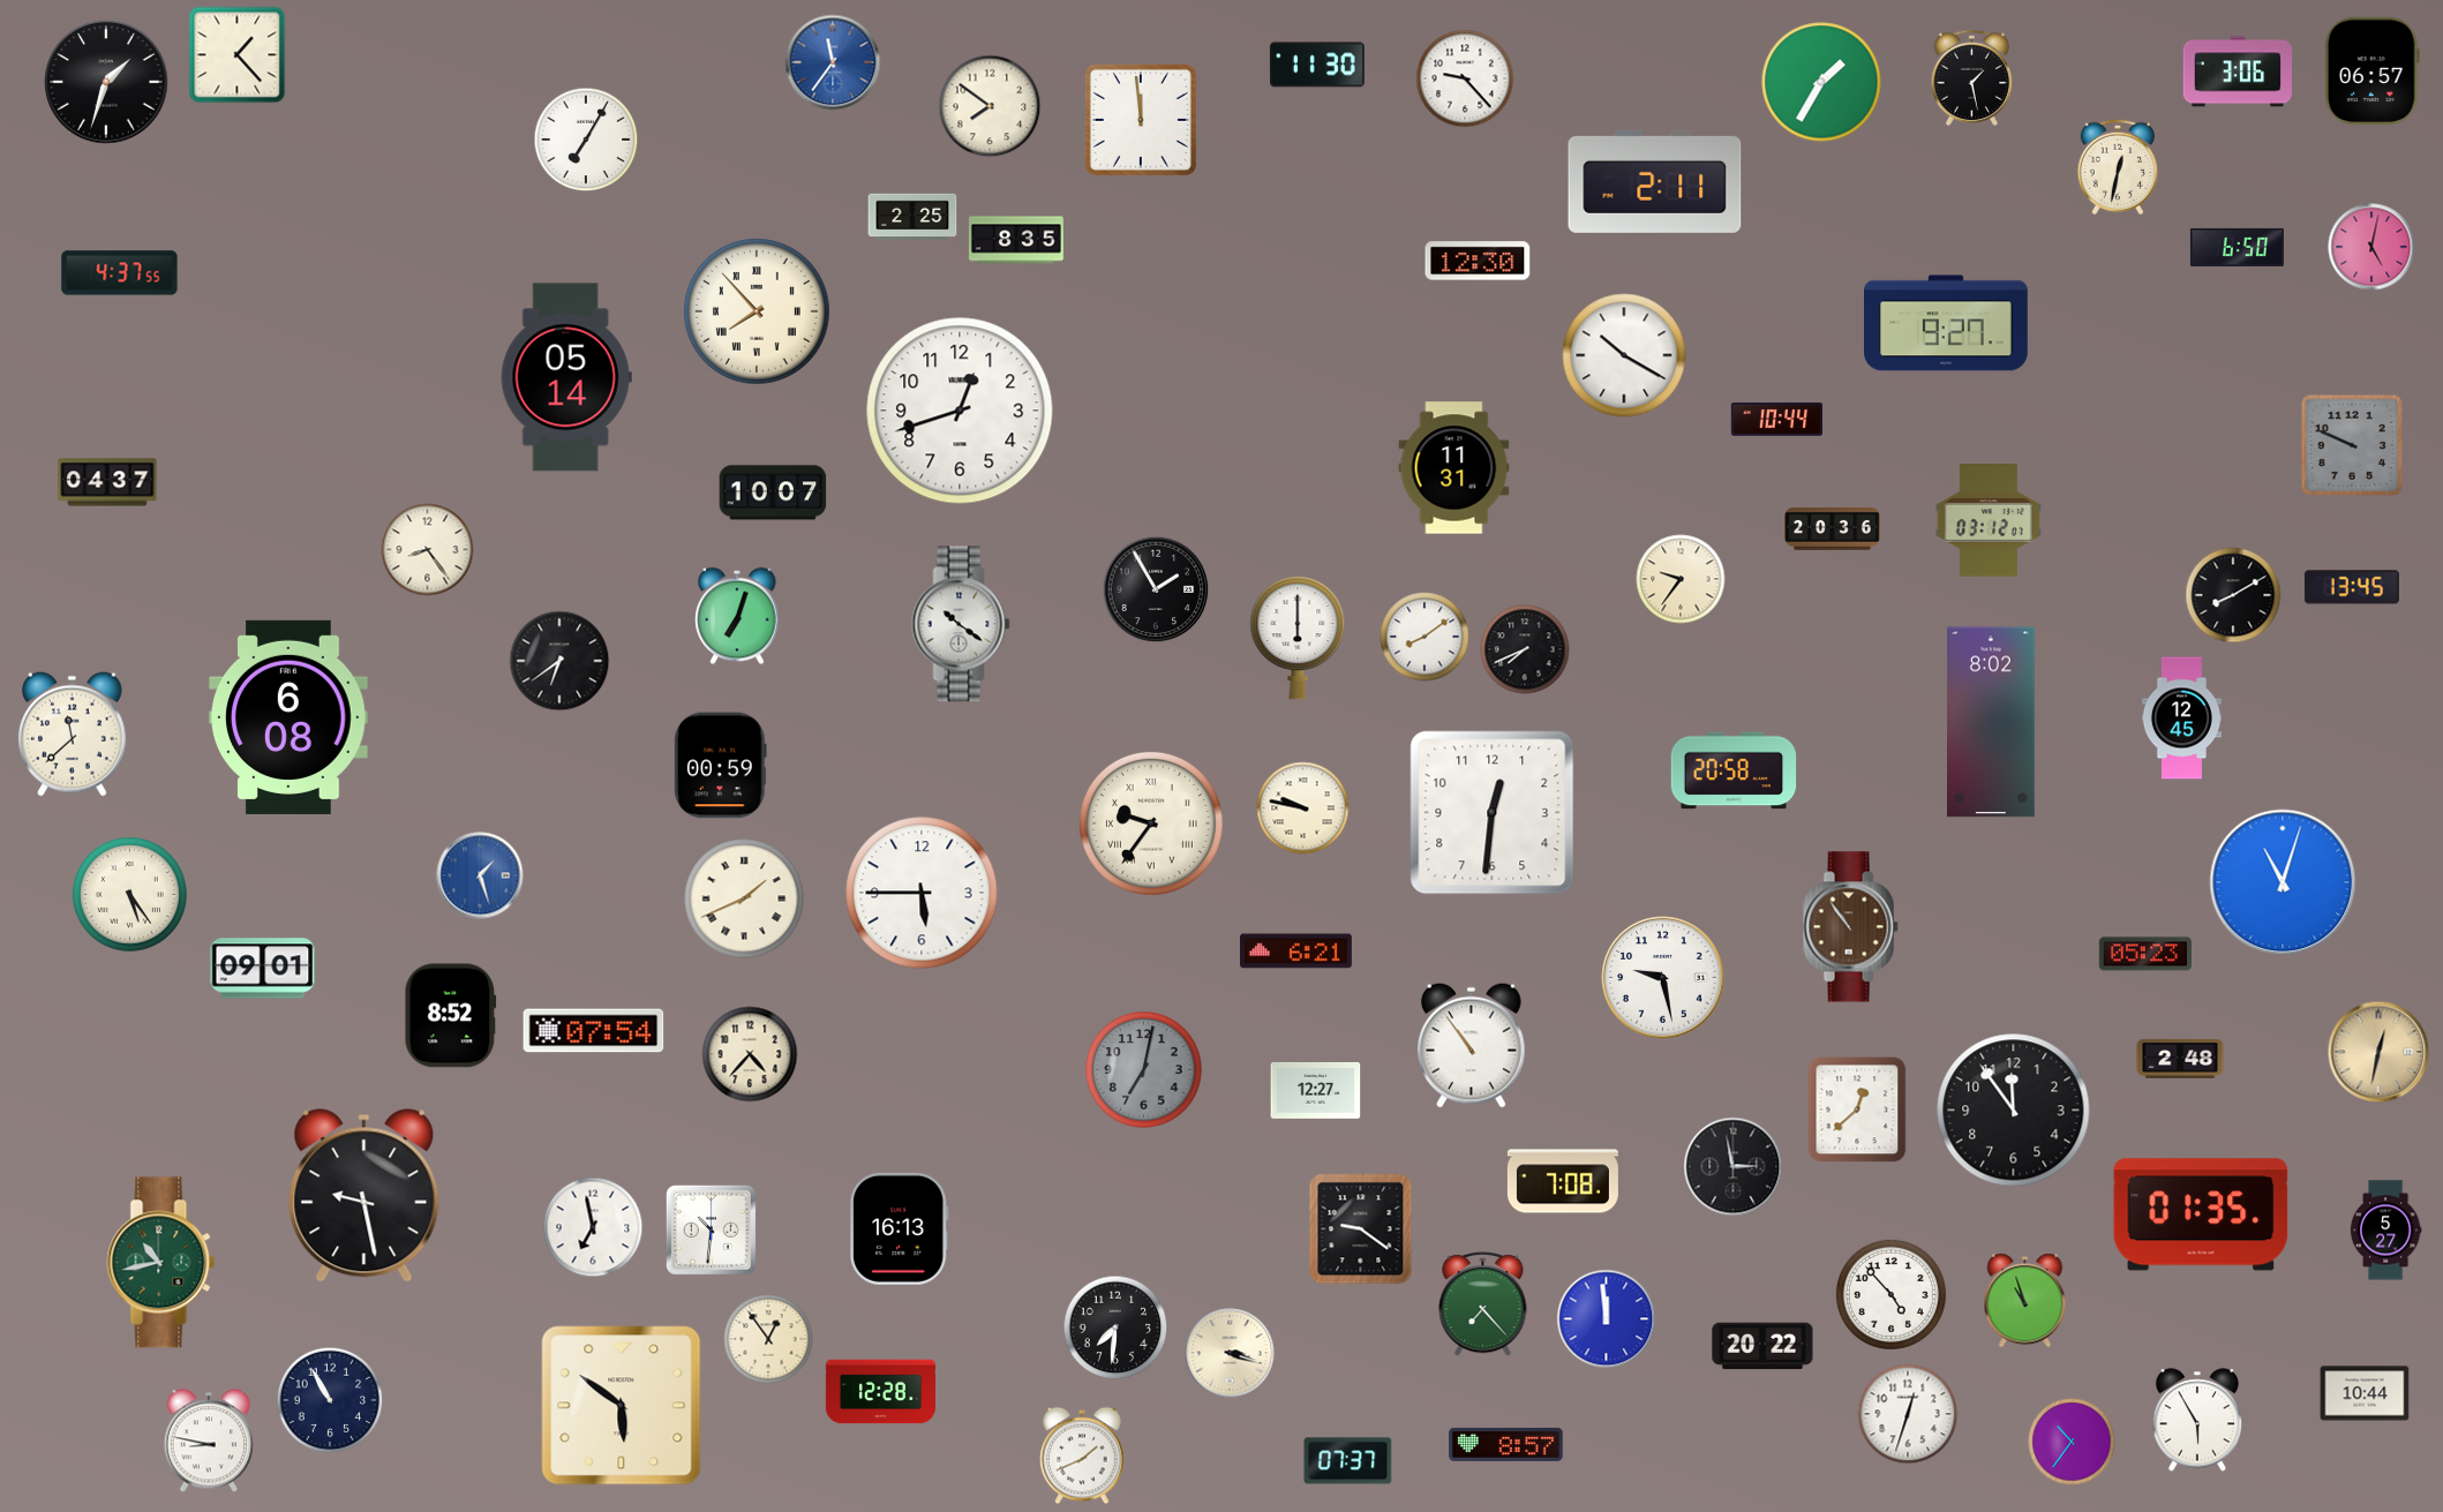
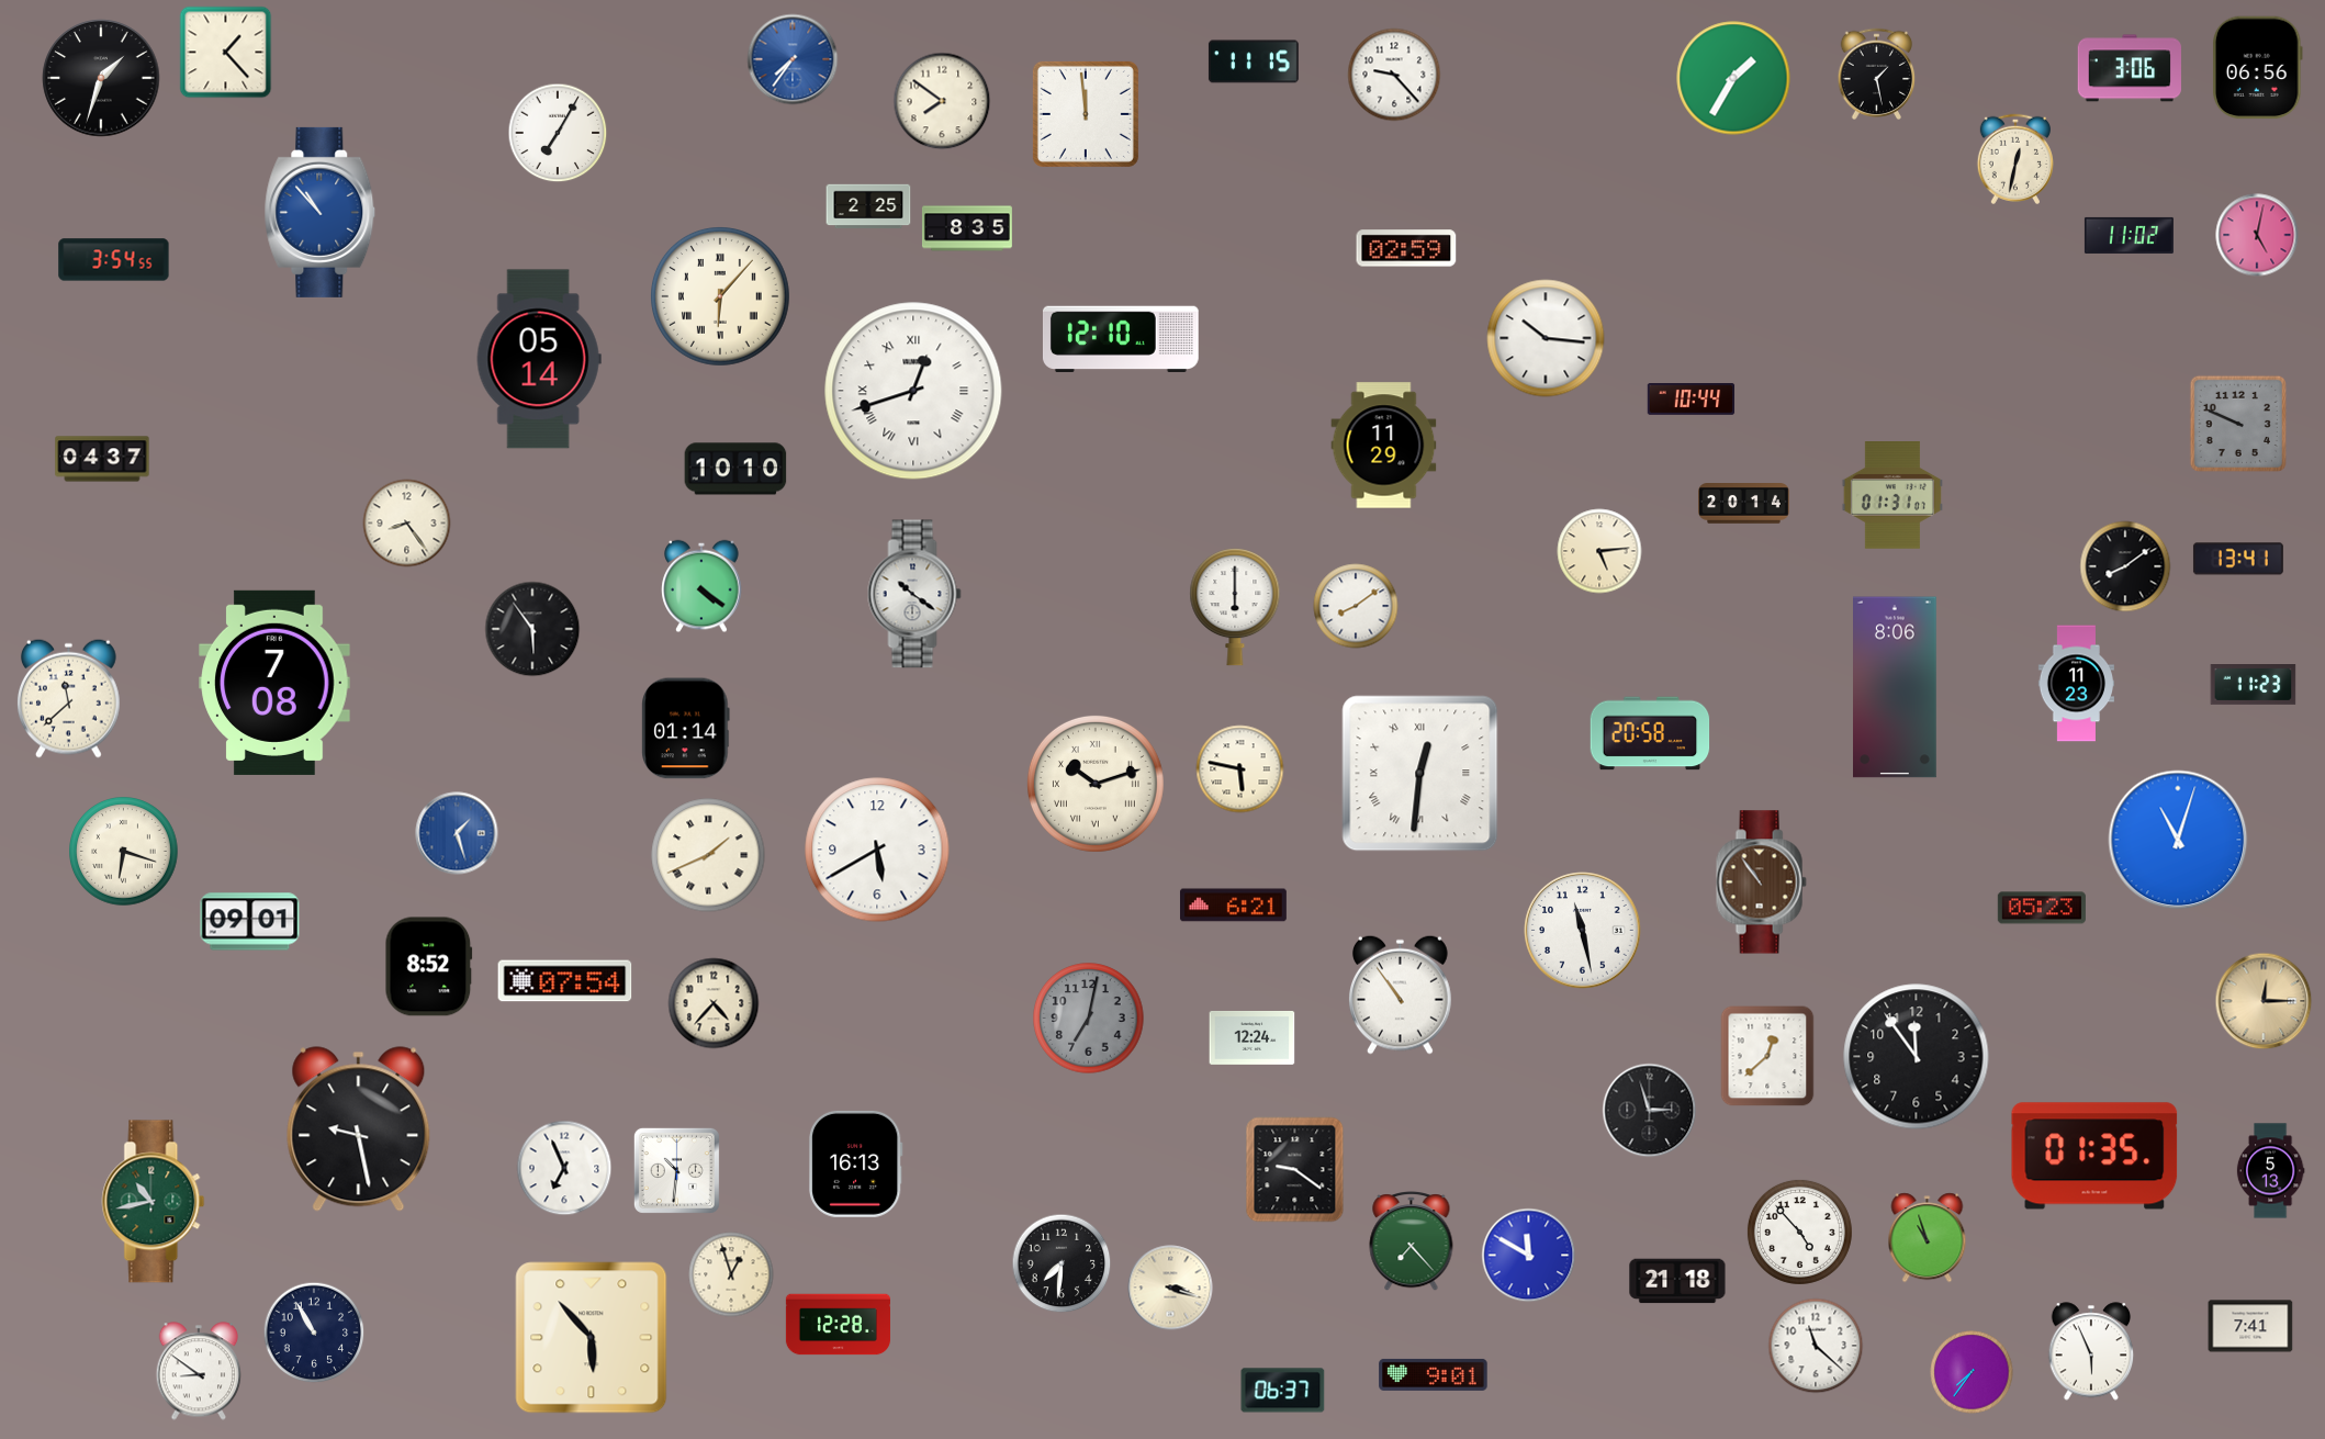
clock at (833, 62): 11:36 -> 7:36
clock at (1317, 65): 11:30 -> 11:15
clock at (2373, 72): 06:57 -> 06:56
clock at (1655, 181): 2:11 -> none
clock at (321, 212): none -> 10:53
clock at (2237, 247): 6:50 -> 11:02
clock at (1478, 261): 12:30 -> 02:59
clock at (120, 273): 4:37 -> 3:54
clock at (758, 313): 7:53 -> 6:07
clock at (1947, 323): 9:27 -> none
clock at (1624, 355): 10:20 -> 10:16
clock at (1121, 339): none -> 12:10
clock at (960, 411) numerals: Arabic -> Roman
clock at (1454, 468): 11:31 -> 11:29
clock at (773, 492): 10:07 -> 10:10
clock at (1989, 520): 03:12 -> 01:31
clock at (1833, 529): 20:36 -> 20:14
clock at (1681, 579): 9:36 -> 5:14
clock at (2352, 587): 13:45 -> 13:41
clock at (1156, 589): 1:55 -> none
clock at (2233, 595): 8:10 -> 8:09
clock at (737, 616): 7:03 -> 4:21
clock at (1525, 649): 7:41 -> none
clock at (559, 661): 6:39 -> 5:54
clock at (288, 717): 6:08 -> 7:08
clock at (2181, 719): 12:45 -> 11:23
clock at (2254, 685): none -> 11:23
clock at (1992, 722): 8:02 -> 8:06
clock at (721, 766): 00:59 -> 01:14
clock at (1303, 808): 9:47 -> 5:47
clock at (1493, 813) numerals: Arabic -> Roman
clock at (1151, 823): 9:36 -> 10:12
clock at (2283, 882) position: (2283, 882) -> (2178, 840)
clock at (922, 893): 5:45 -> 5:40
clock at (130, 895): 5:24 -> 6:18
clock at (1663, 978): 9:28 -> 11:28
clock at (2378, 1052): 12:32 -> 12:15
clock at (2180, 1059): 2:48 -> none
clock at (1316, 1090): 12:27 -> 12:24
clock at (1734, 1167): 2:58 -> 2:57
clock at (1563, 1181): 7:08 -> none
clock at (364, 1196) position: (364, 1196) -> (359, 1129)
clock at (593, 1227): 6:58 -> 6:56
clock at (899, 1228) position: (899, 1228) -> (855, 1163)
clock at (2385, 1231): 5:27 -> 5:13
clock at (1607, 1319): 11:59 -> 11:50
clock at (768, 1339): 12:54 -> 12:57
clock at (1762, 1346): 20:22 -> 21:18
clock at (2365, 1393): 10:44 -> 7:41
clock at (622, 1406): 5:51 -> 5:53
clock at (1908, 1414): 12:33 -> 11:22
clock at (2197, 1420): 5:55 -> 5:56
clock at (209, 1440): 8:47 -> 8:51
clock at (2072, 1442): 10:36 -> 7:36
clock at (1506, 1444): 8:57 -> 9:01
clock at (1082, 1455): 1:41 -> none
clock at (1348, 1461): 07:37 -> 06:37
